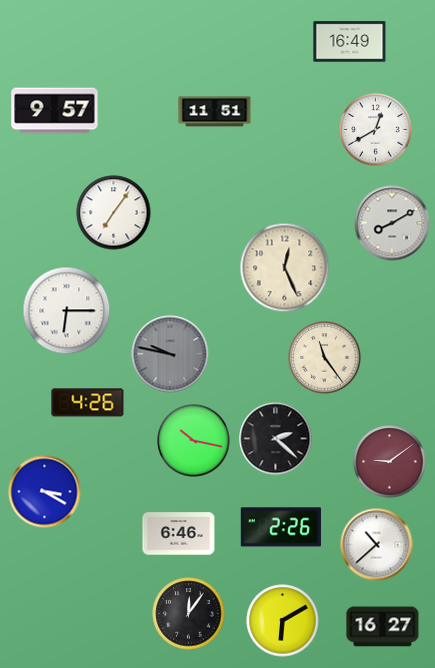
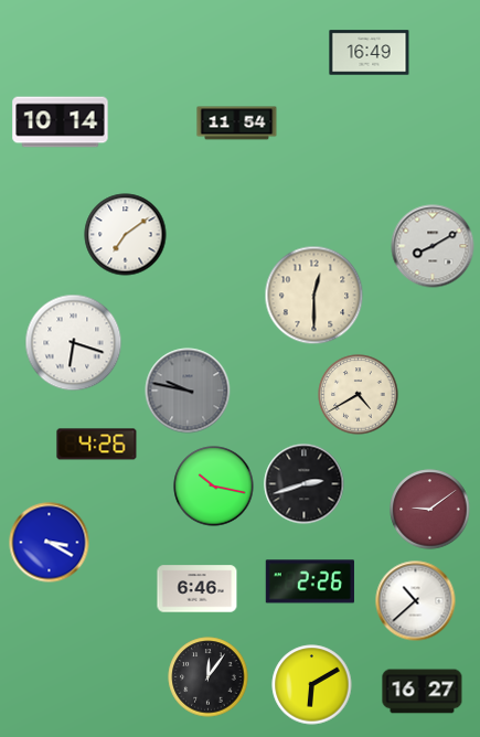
clock at (350, 42) position: (350, 42) -> (370, 53)
clock at (55, 111): 9:57 -> 10:14
clock at (215, 112): 11:51 -> 11:54
clock at (376, 130): 12:40 -> none
clock at (114, 213): 7:06 -> 7:09
clock at (285, 268): 12:26 -> 12:30
clock at (67, 311): 6:15 -> 6:18
clock at (325, 358): 11:24 -> 4:40
clock at (276, 439): 2:22 -> 2:42
